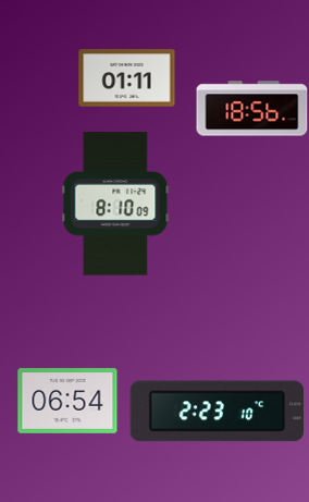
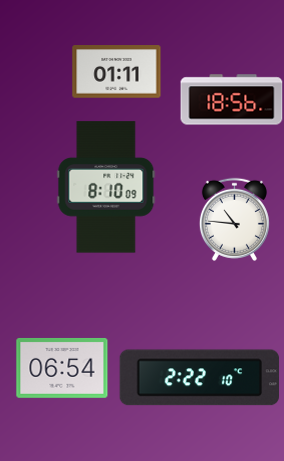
clock at (234, 219): none -> 10:46
clock at (217, 412): 2:23 -> 2:22
